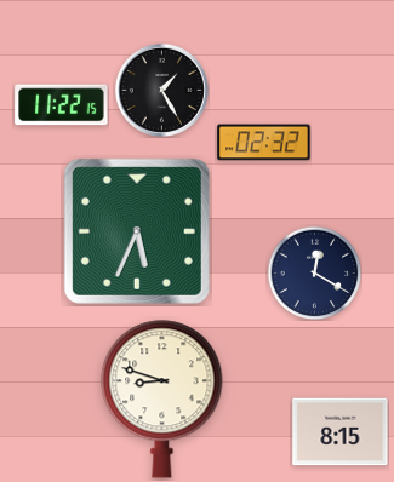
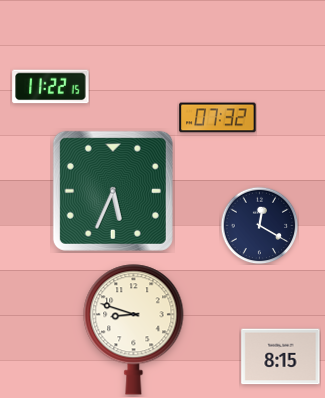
clock at (161, 90): 1:25 -> none
clock at (264, 143): 02:32 -> 07:32
